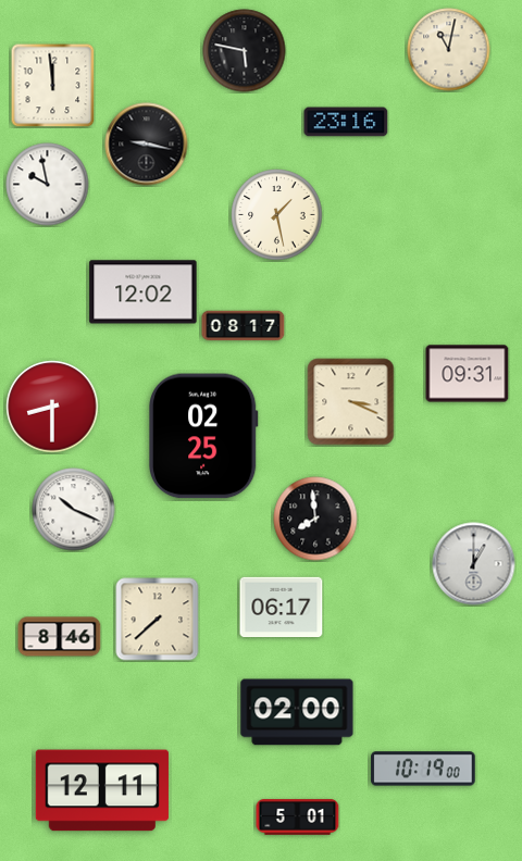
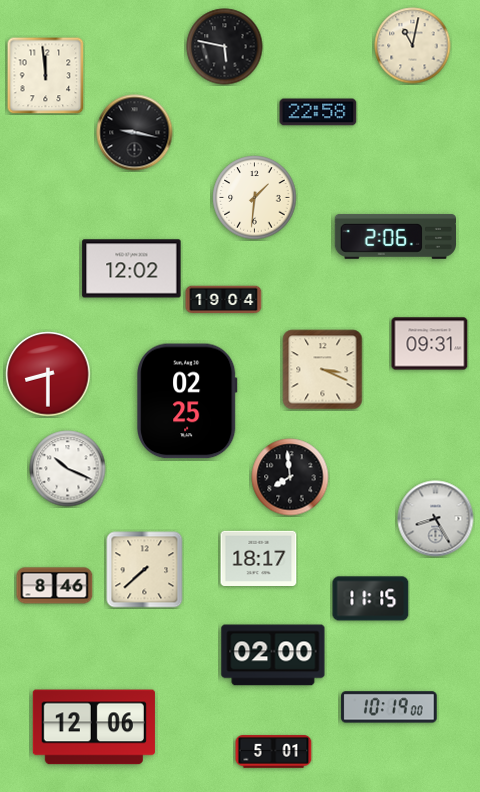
clock at (52, 85) position: (52, 85) -> (45, 75)
clock at (346, 122): 23:16 -> 22:58
clock at (48, 185): 9:58 -> none
clock at (277, 215): 1:28 -> 1:31
clock at (395, 236): none -> 2:06
clock at (244, 326): 08:17 -> 19:04
clock at (474, 564): 1:00 -> 8:25
clock at (282, 607): 06:17 -> 18:17
clock at (371, 599): none -> 11:15
clock at (102, 790): 12:11 -> 12:06
